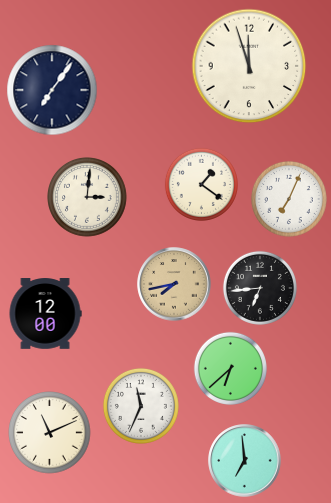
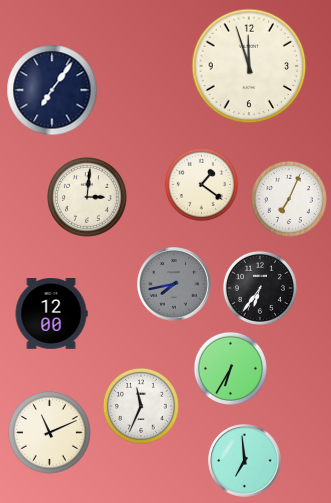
clock at (174, 284) dial: champagne -> grey
clock at (260, 288): 6:44 -> 6:36
clock at (45, 314) position: (45, 314) -> (51, 314)
clock at (230, 368): 6:38 -> 6:35
